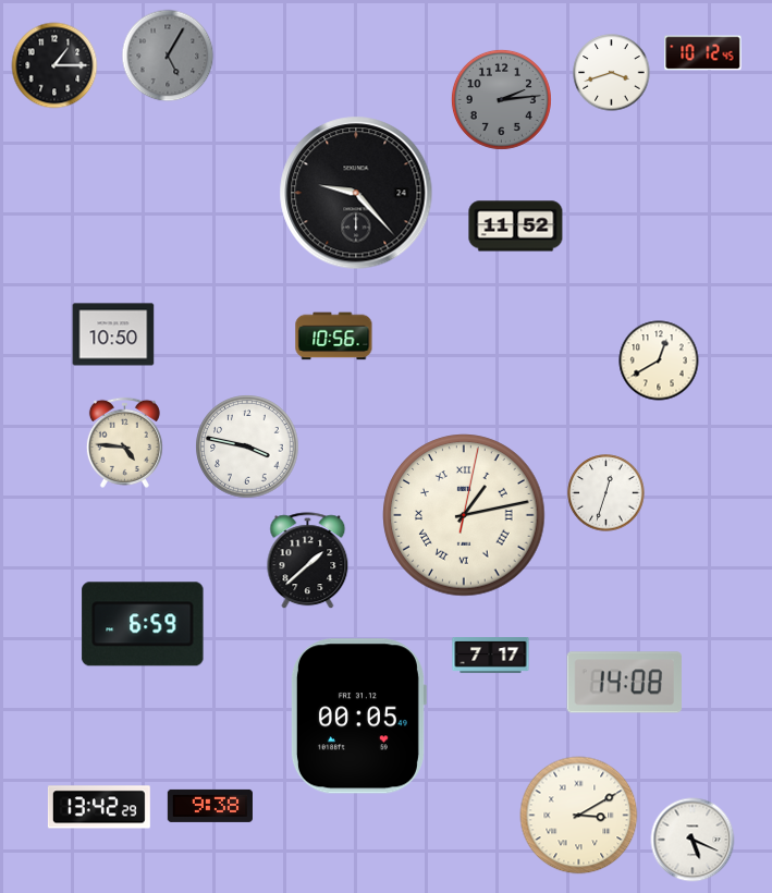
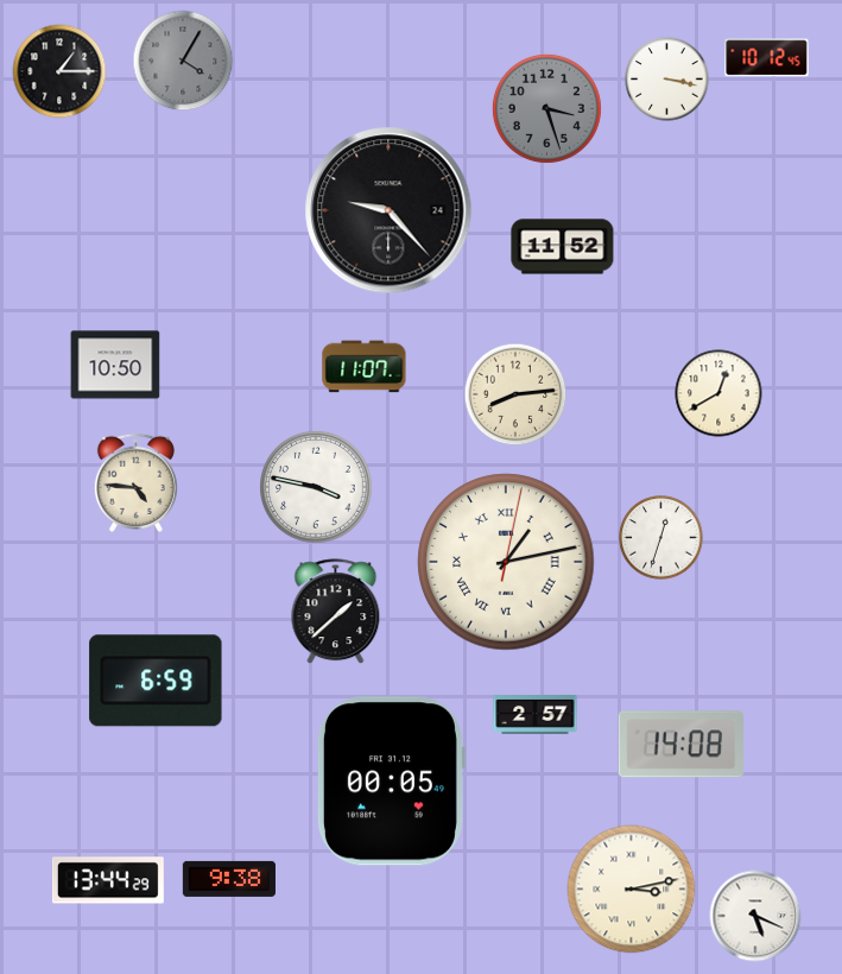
clock at (168, 56): 5:05 -> 4:05
clock at (612, 73): 3:42 -> 3:17
clock at (501, 99): 2:14 -> 3:27
clock at (113, 334) position: (113, 334) -> (115, 365)
clock at (334, 337): 10:56 -> 11:07
clock at (515, 394): none -> 8:14
clock at (247, 447) position: (247, 447) -> (316, 487)
clock at (491, 656): 7:17 -> 2:57
clock at (99, 807): 13:42 -> 13:44
clock at (579, 816): 3:10 -> 3:13
